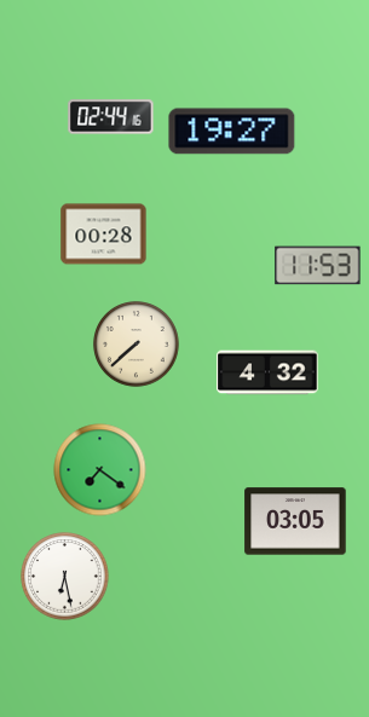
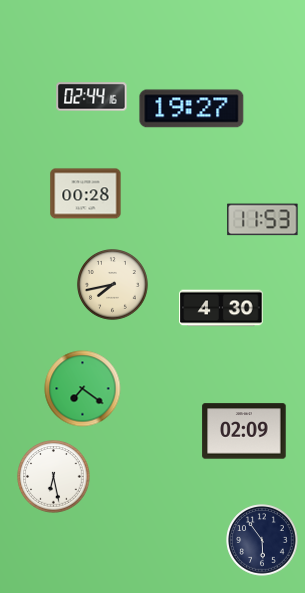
clock at (137, 345): 7:38 -> 7:43
clock at (267, 372): 4:32 -> 4:30
clock at (295, 521): 03:05 -> 02:09
clock at (262, 540): none -> 5:54
